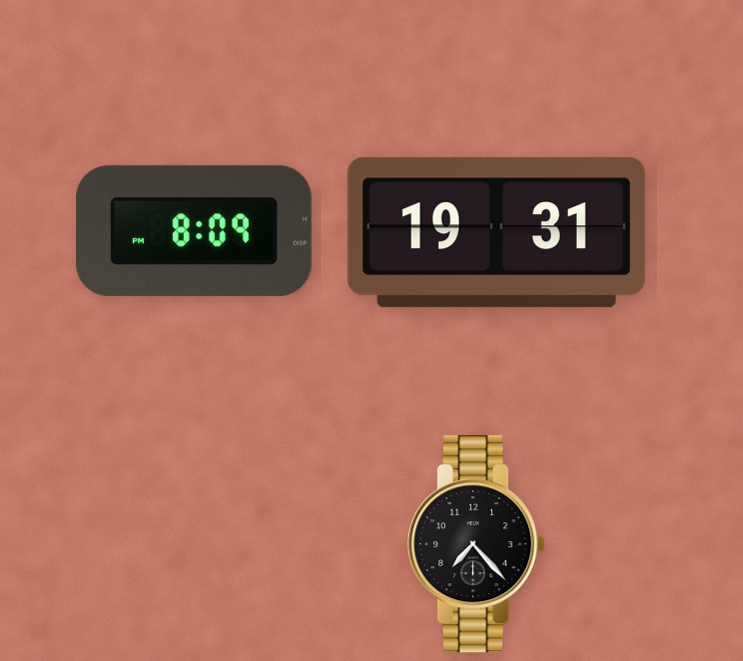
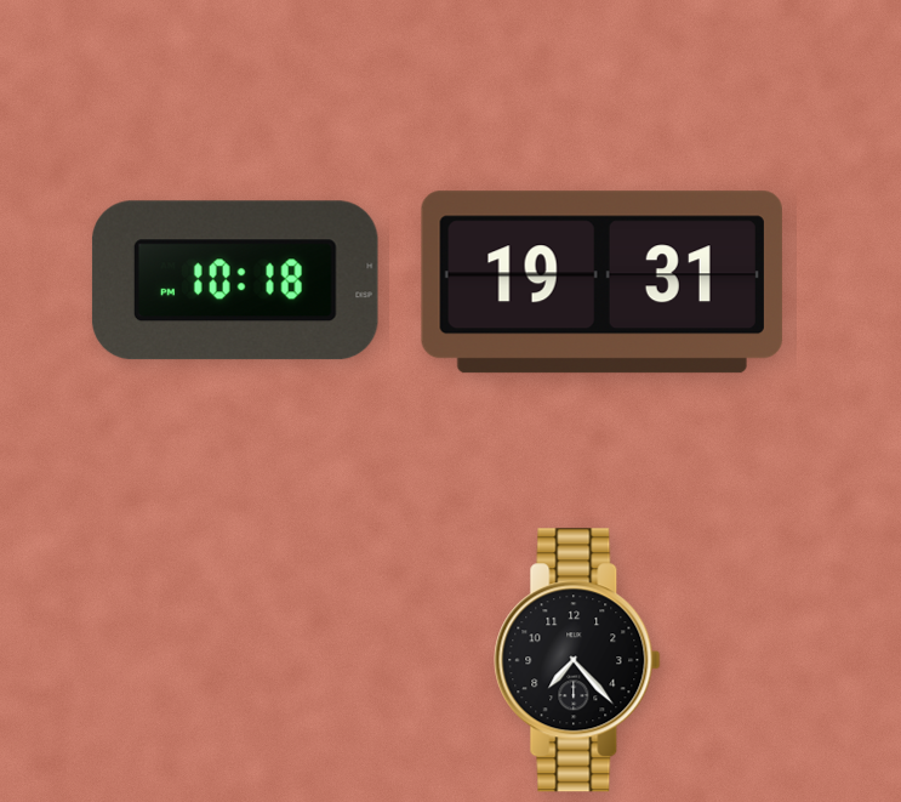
clock at (194, 231): 8:09 -> 10:18
